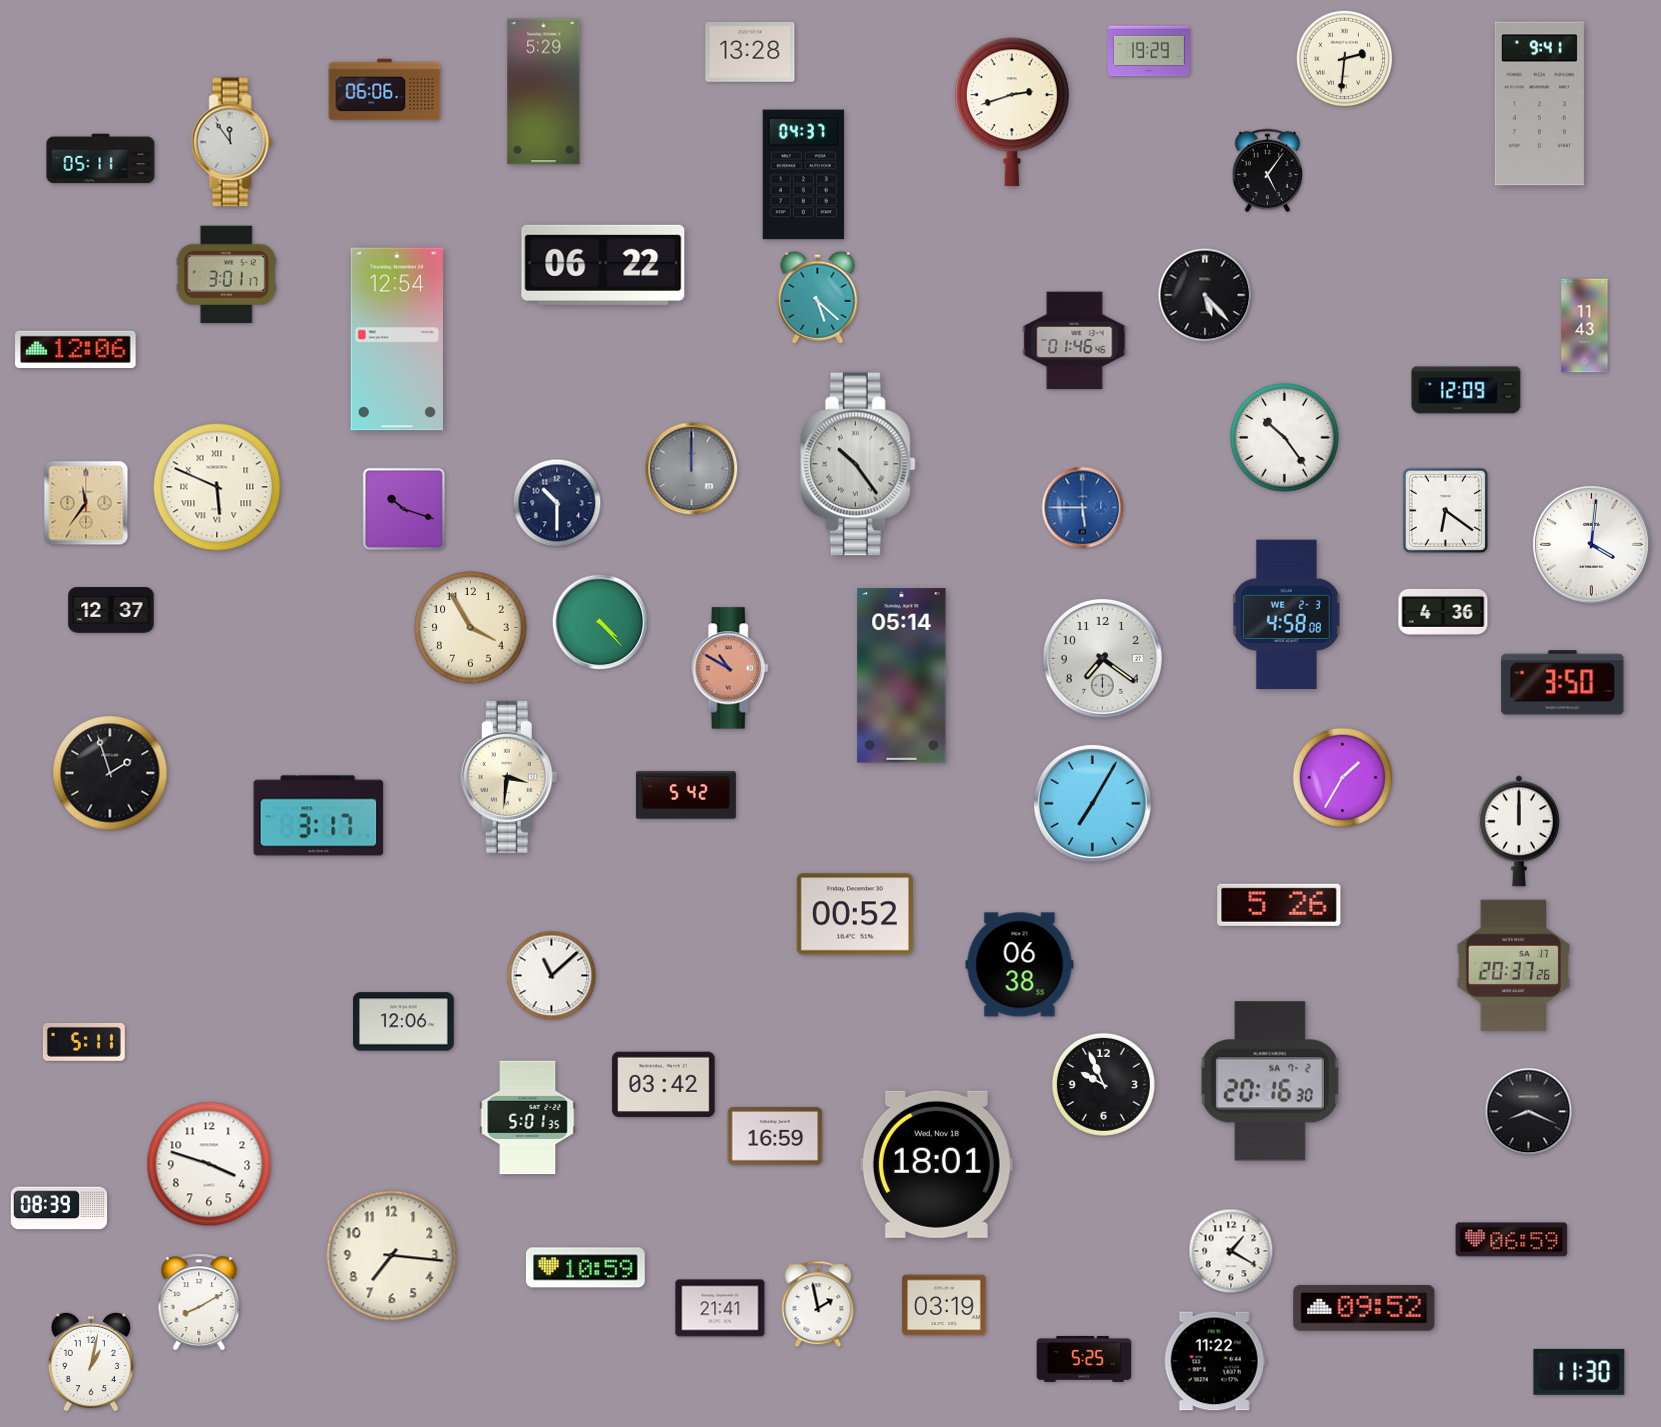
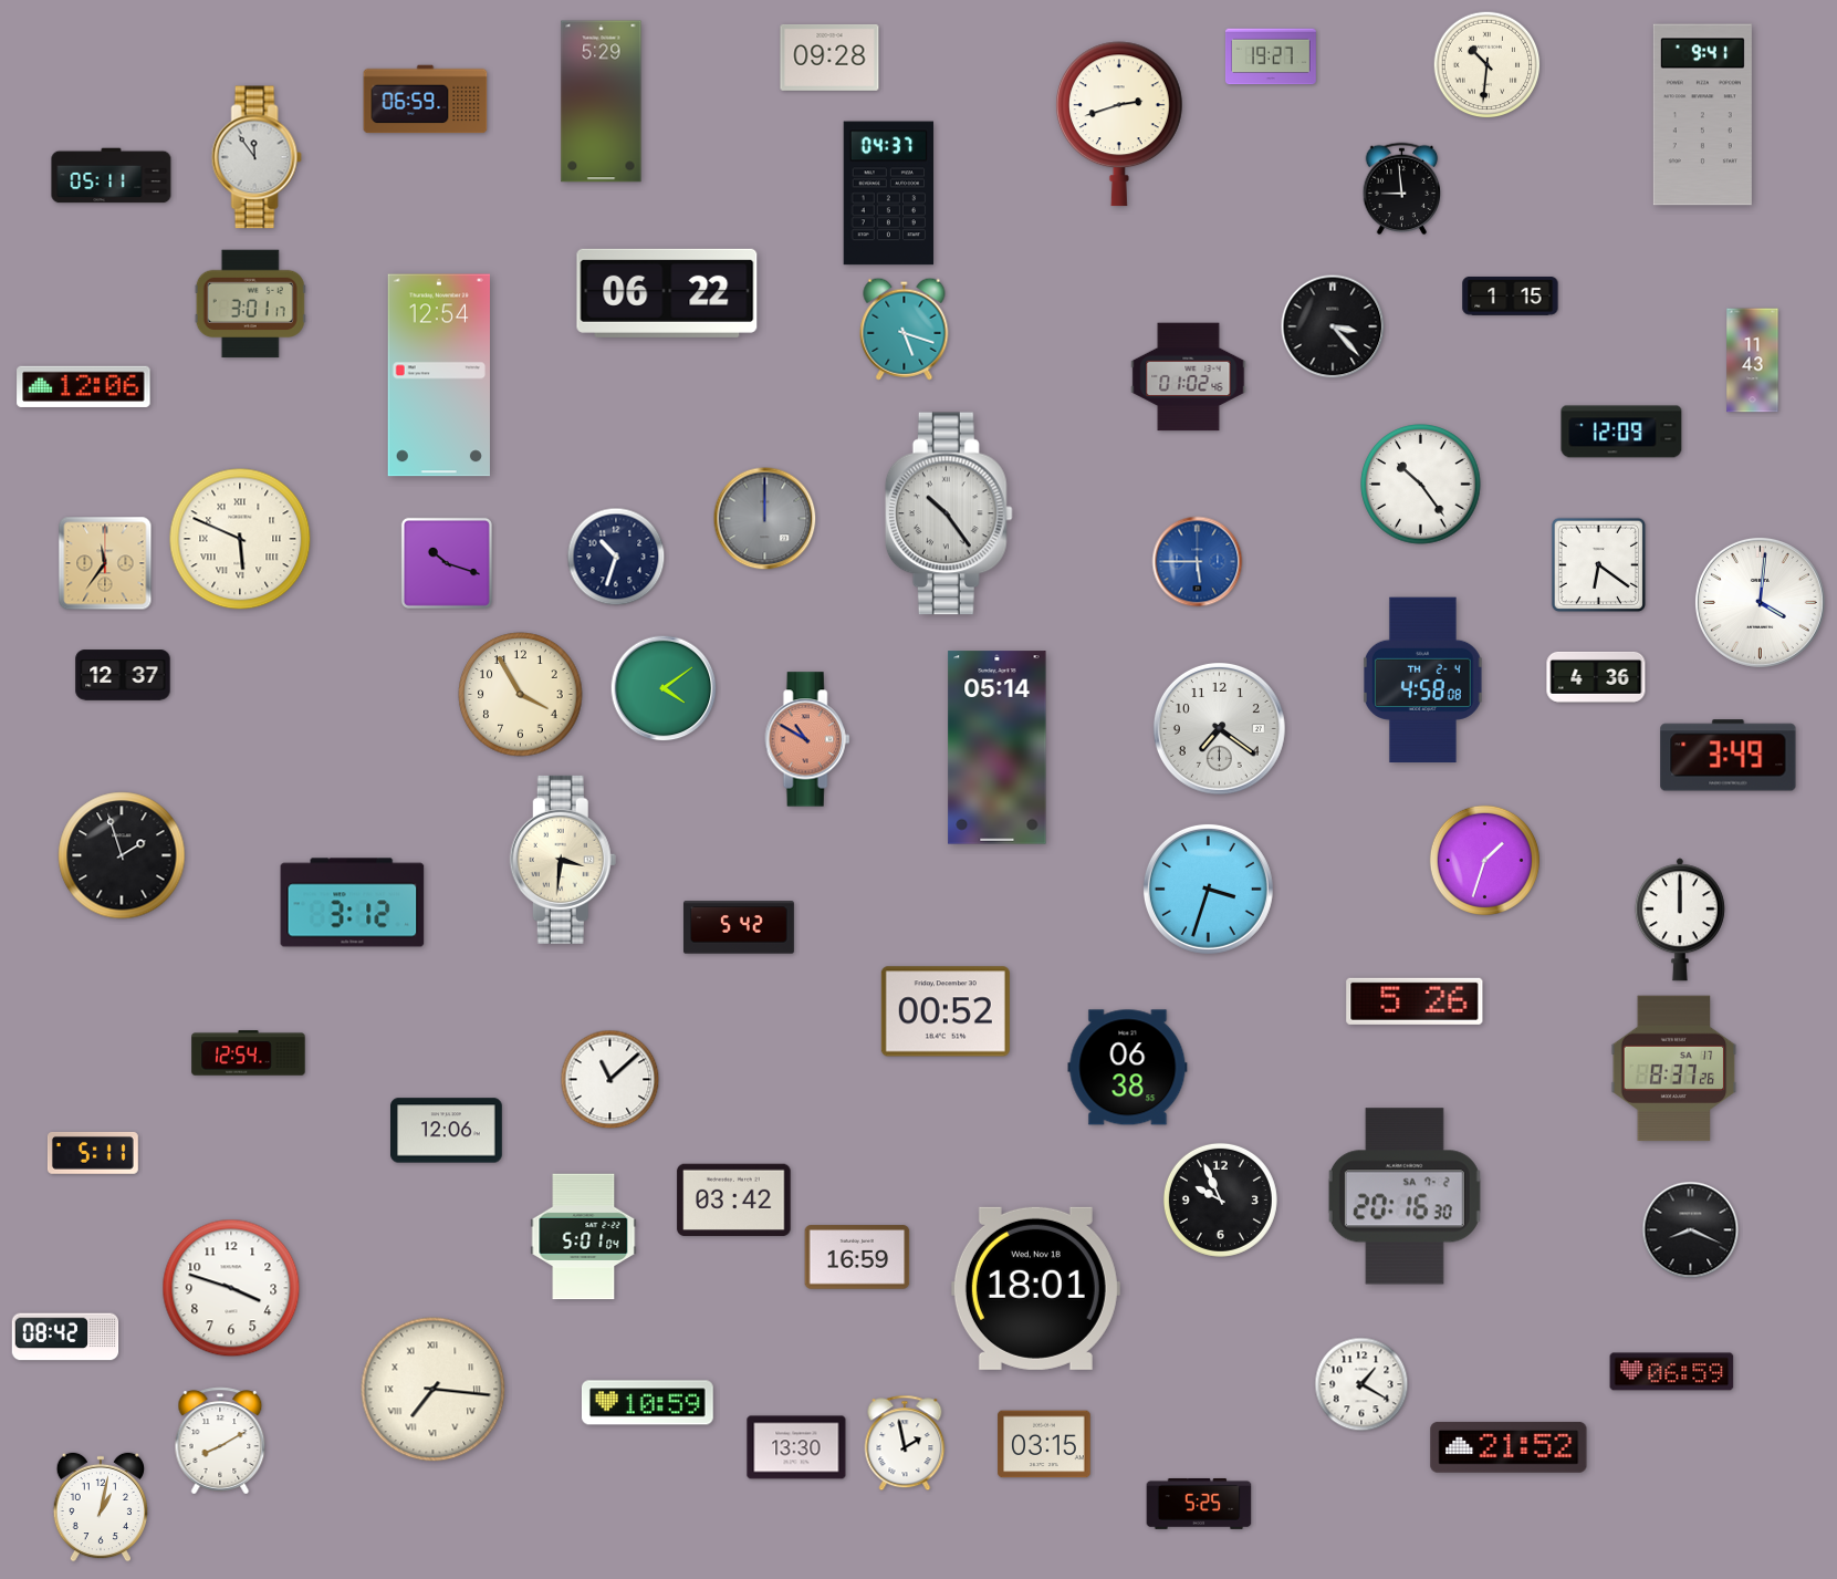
clock at (1149, 51): 19:29 -> 19:27
clock at (750, 52): 13:28 -> 09:28
clock at (1345, 59): 2:31 -> 10:31
clock at (385, 90): 06:06 -> 06:59
clock at (1268, 171): 5:06 -> 8:59
clock at (1511, 295): none -> 1:15
clock at (1205, 295): 5:23 -> 3:23
clock at (818, 297): 5:22 -> 5:18
clock at (1075, 341): 01:46 -> 01:02
clock at (86, 503) position: (86, 503) -> (105, 563)
clock at (557, 503): 10:30 -> 10:33
clock at (1286, 615) date: WE 2-3 -> TH 2-4
clock at (600, 622): 4:23 -> 4:09
clock at (1563, 683): 3:50 -> 3:49
clock at (1342, 777): 1:35 -> 1:33
clock at (686, 795) position: (686, 795) -> (739, 927)
clock at (1092, 803): 7:05 -> 3:33
clock at (319, 816): 3:17 -> 3:12
clock at (249, 1053): none -> 12:54
clock at (1514, 966): 20:37 -> 8:37
clock at (528, 1118): 5:01:35 -> 5:01:04
clock at (59, 1208): 08:39 -> 08:42
clock at (392, 1256) numerals: Arabic -> Roman
clock at (944, 1305): 03:19 -> 03:15
clock at (720, 1308): 21:41 -> 13:30
clock at (1364, 1308): 09:52 -> 21:52
clock at (1215, 1361): 11:22 -> none
clock at (1579, 1372): 11:30 -> none
